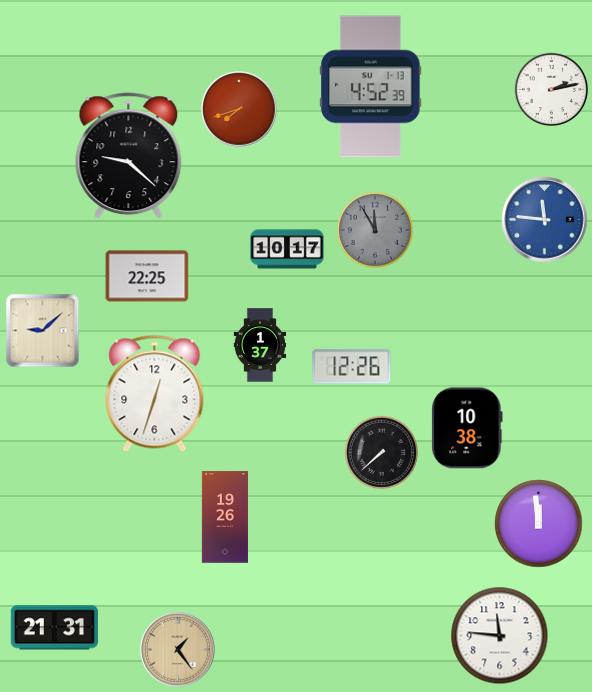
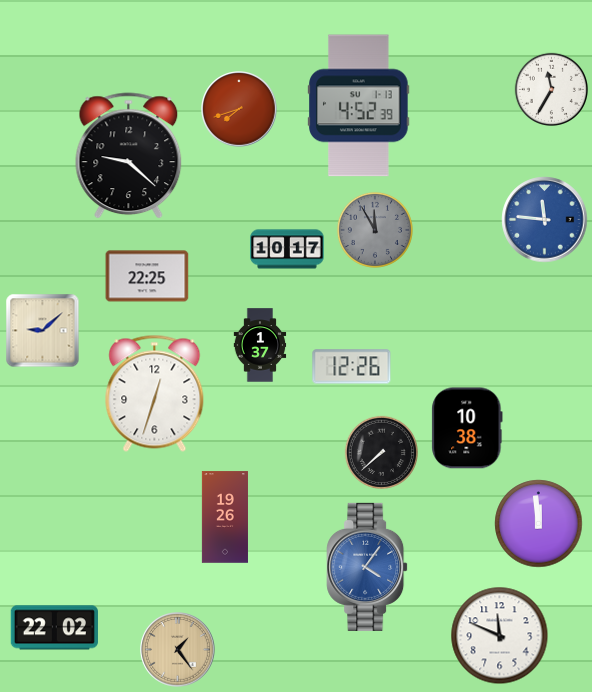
clock at (371, 87) position: (371, 87) -> (359, 106)
clock at (551, 89): 2:13 -> 11:35
clock at (367, 567): none -> 4:06
clock at (54, 628): 21:31 -> 22:02
clock at (500, 636): 11:46 -> 11:49
